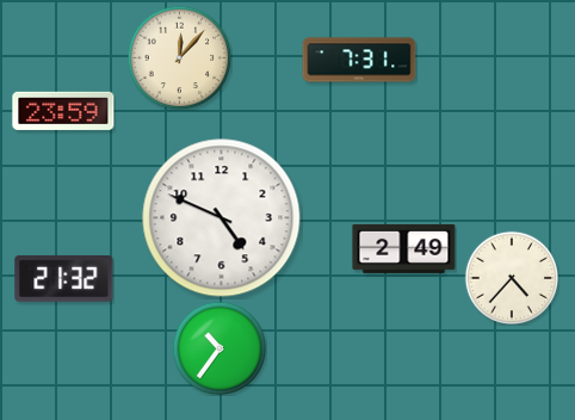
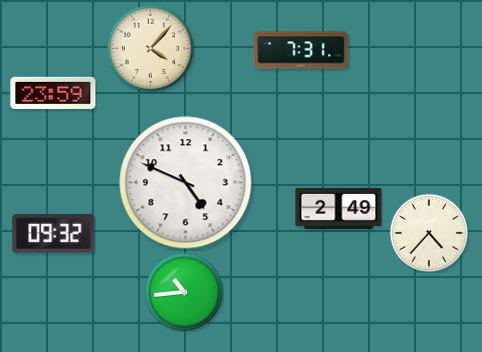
clock at (179, 57): 12:07 -> 4:07
clock at (64, 279): 21:32 -> 09:32
clock at (220, 348): 10:36 -> 10:44
